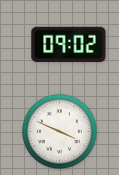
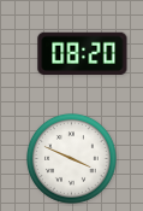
clock at (69, 45): 09:02 -> 08:20
